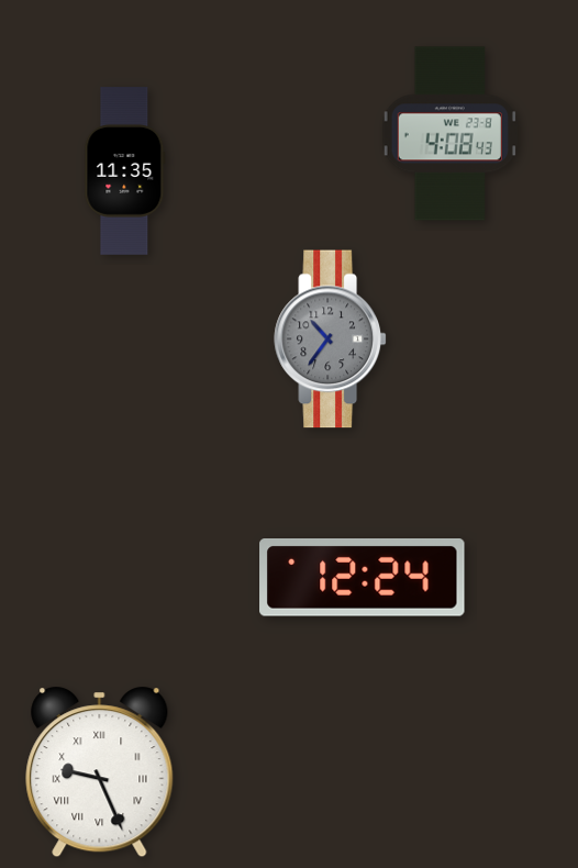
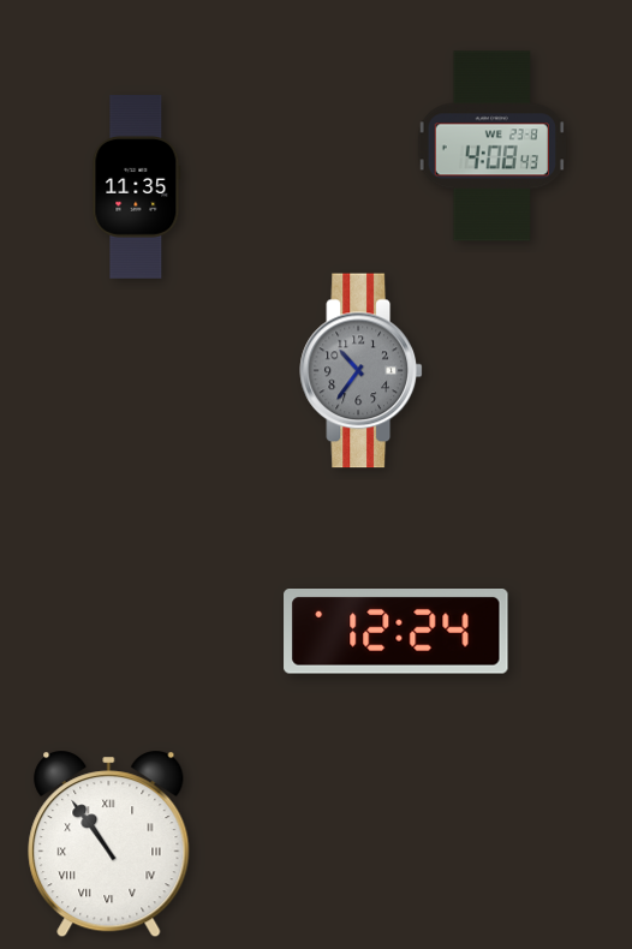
clock at (100, 772): 9:26 -> 10:54
